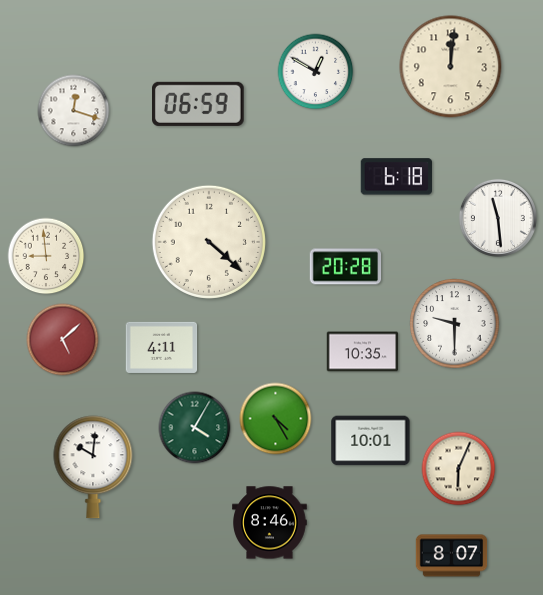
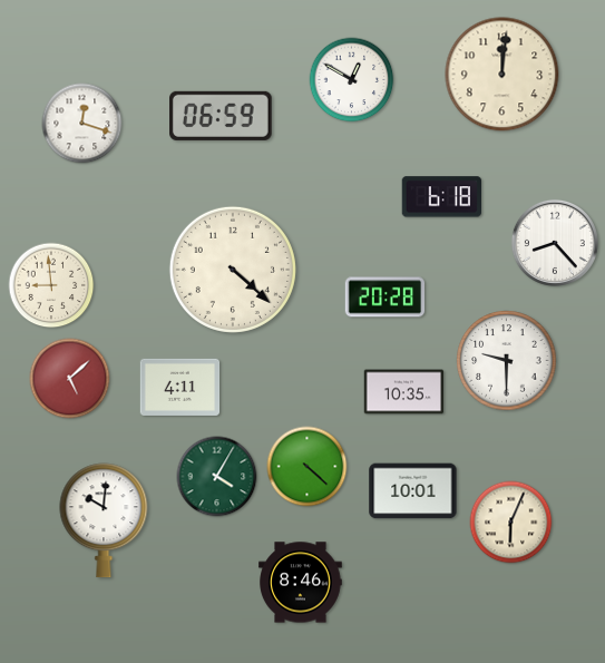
clock at (498, 218): 11:29 -> 8:23
clock at (276, 419): 4:25 -> 4:22
clock at (452, 556): 8:07 -> none
